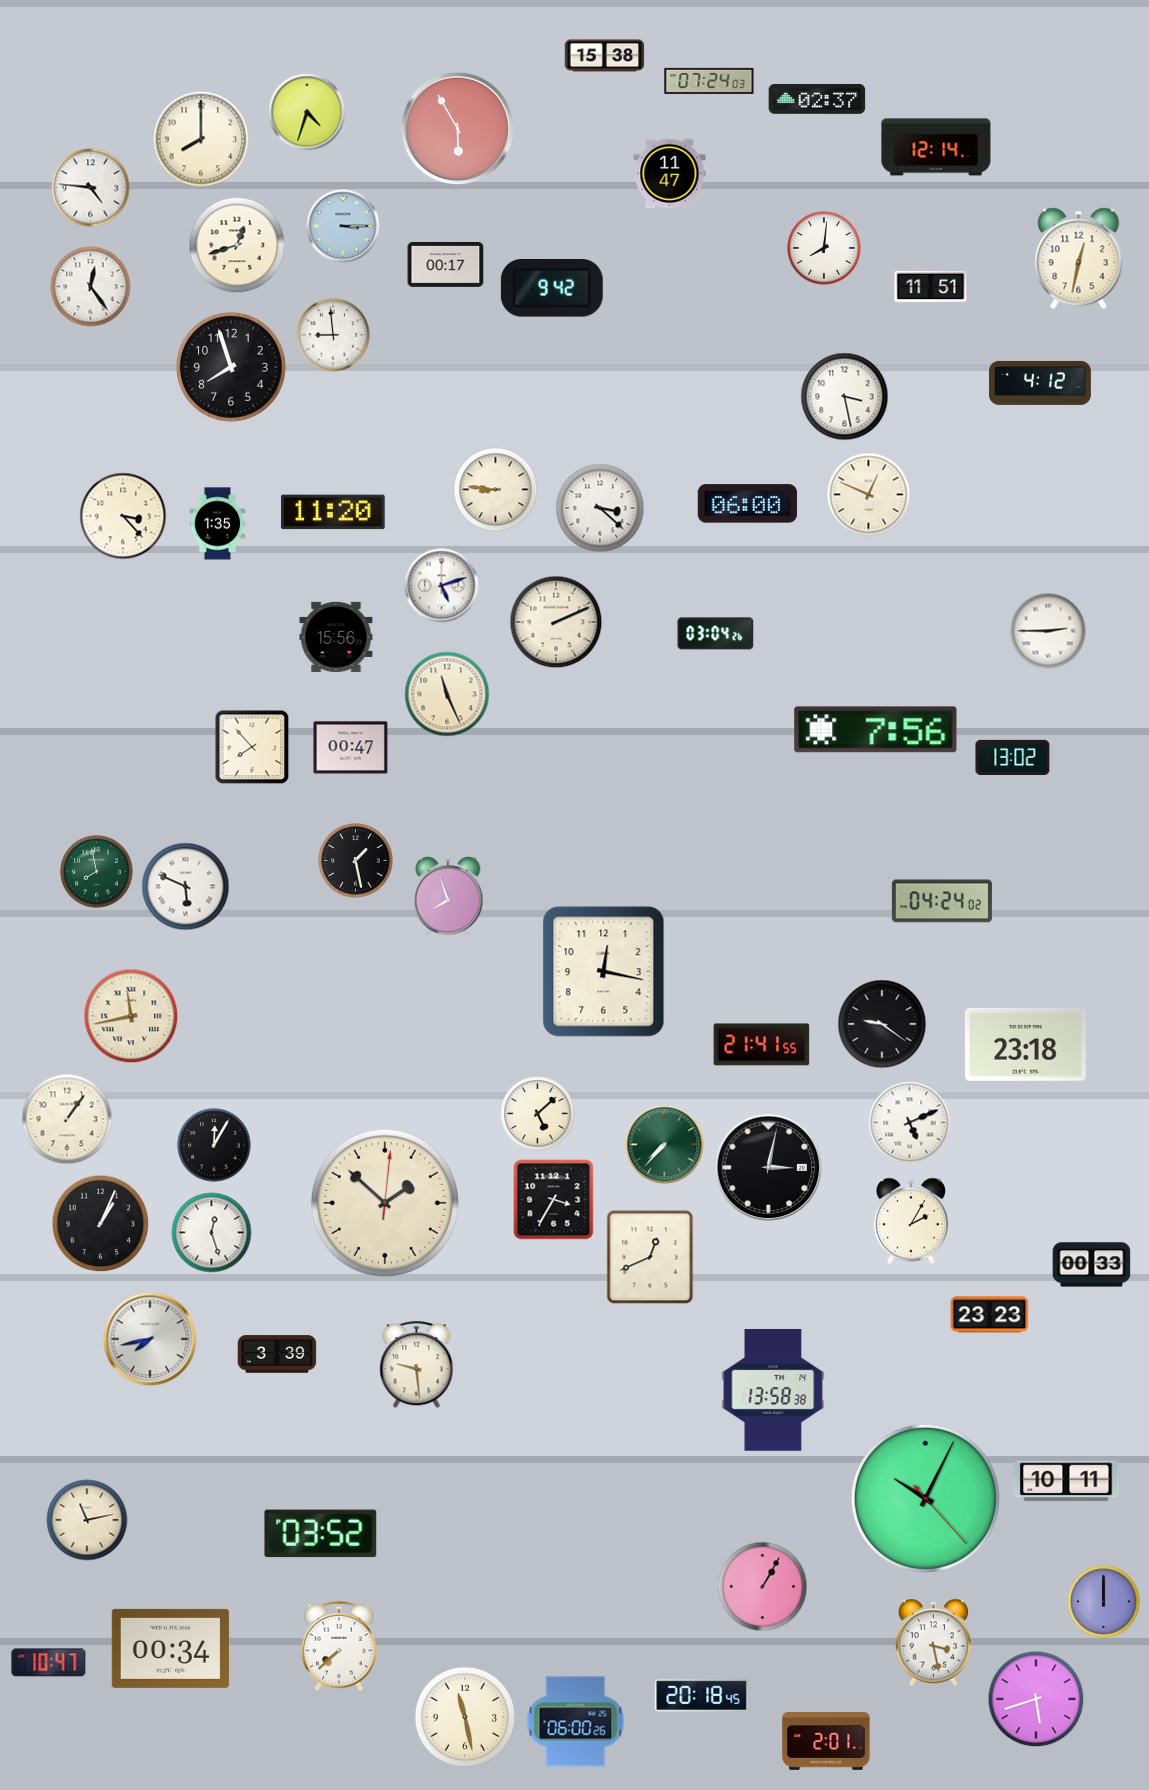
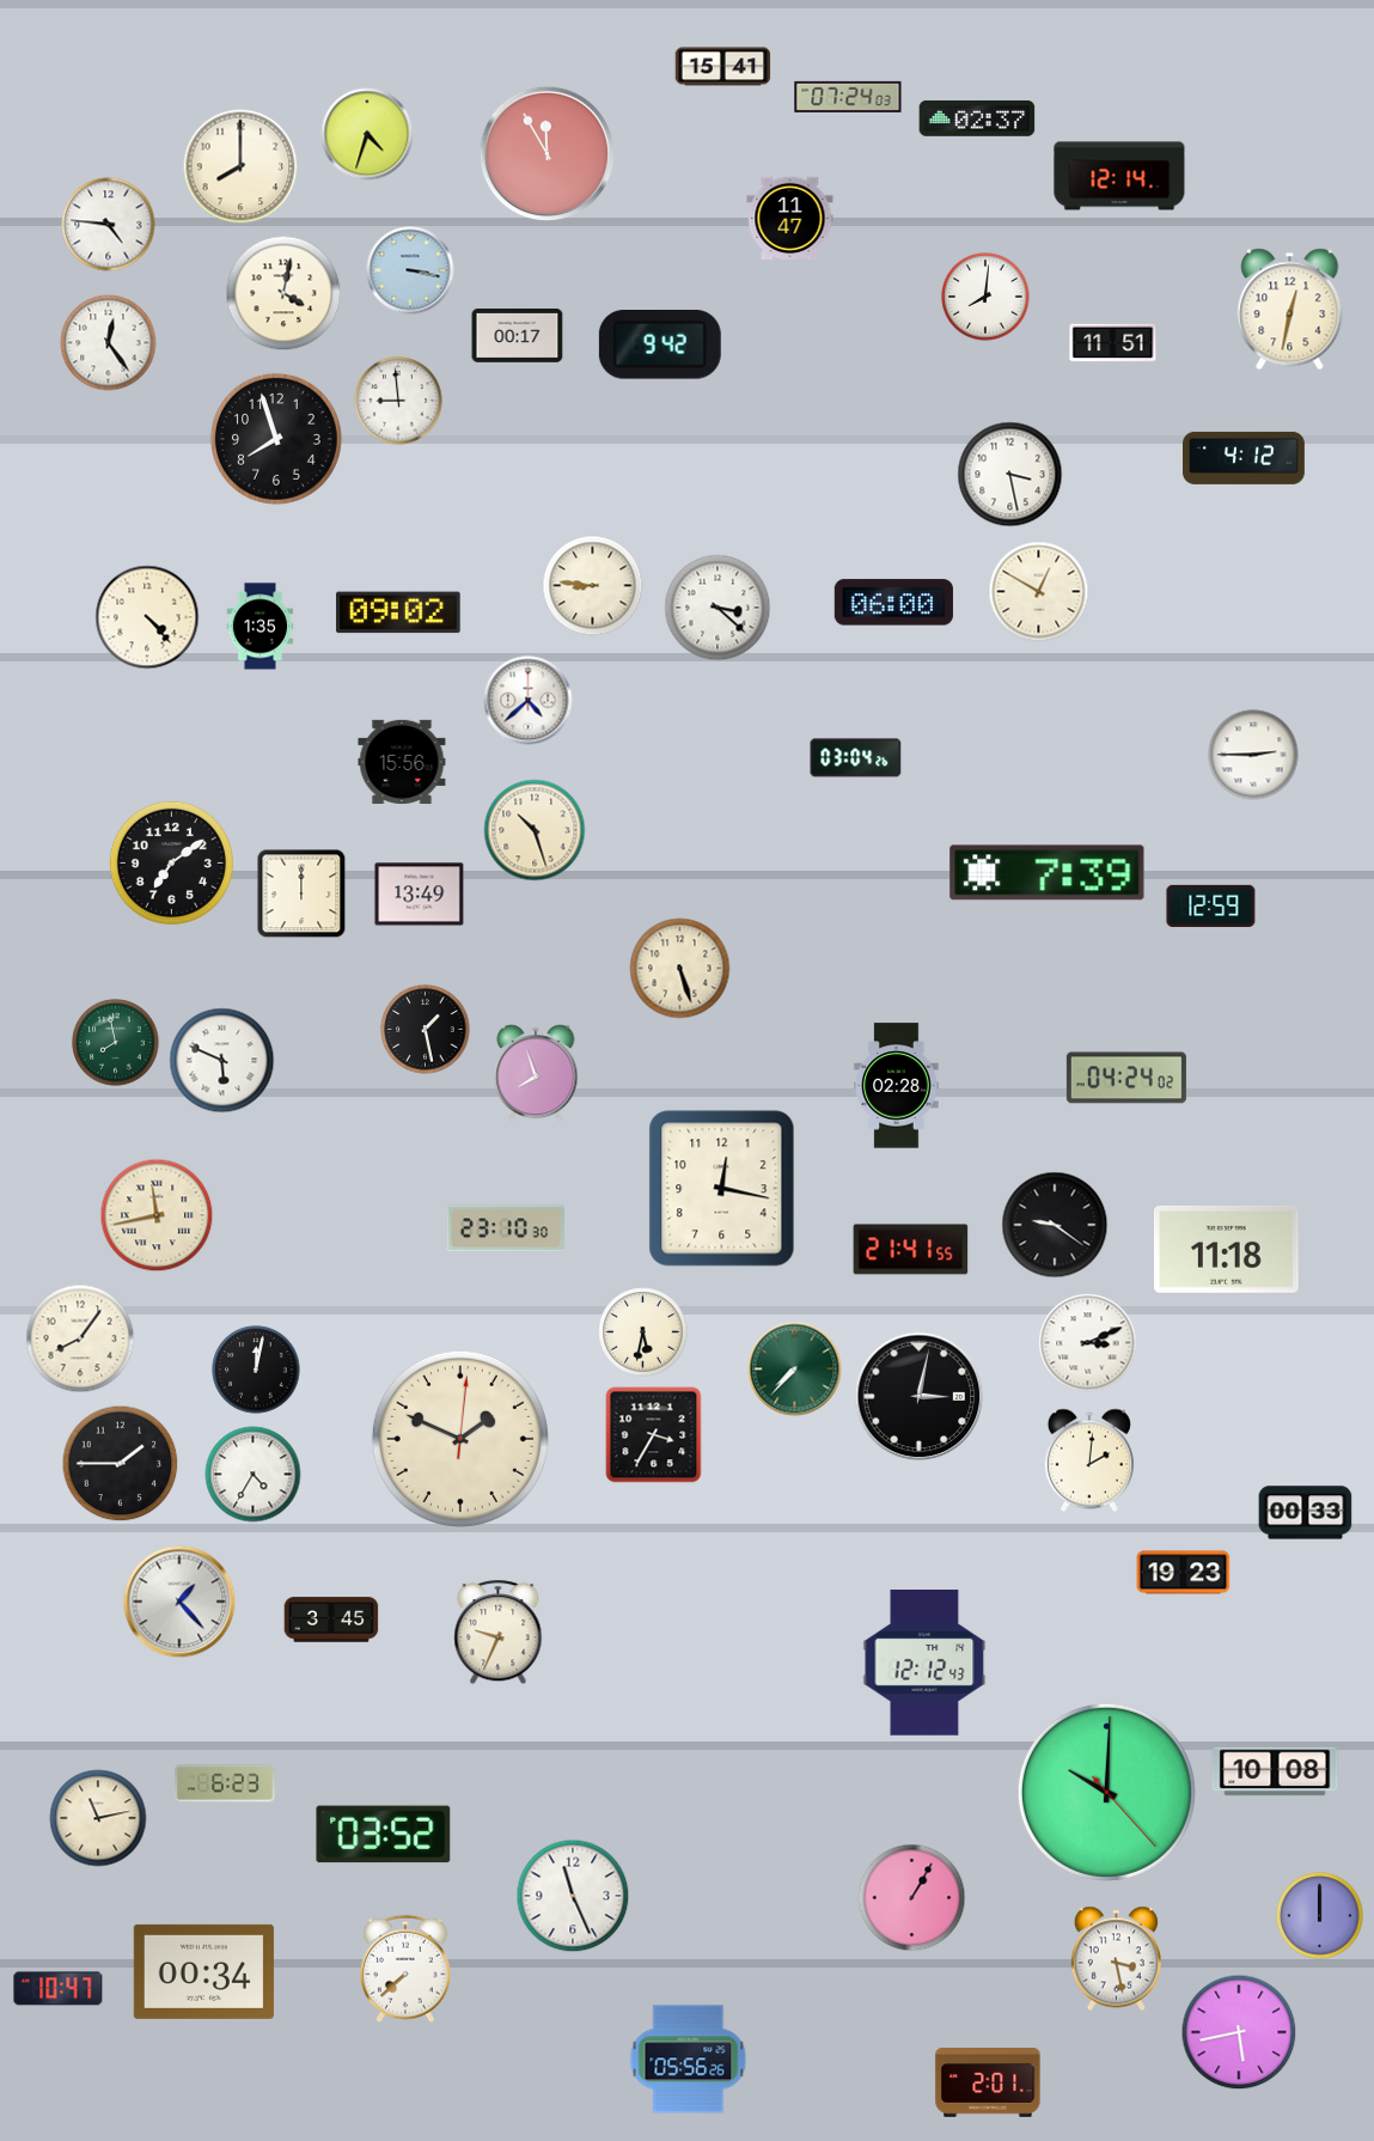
clock at (605, 56): 15:38 -> 15:41
clock at (457, 128): 5:55 -> 11:55
clock at (670, 174) position: (670, 174) -> (790, 219)
clock at (343, 226): 3:15 -> 3:17
clock at (237, 245): 12:42 -> 4:02
clock at (446, 264) position: (446, 264) -> (518, 335)
clock at (869, 495): 12:49 -> 12:50
clock at (333, 512): 11:20 -> 09:02
clock at (123, 516): 3:23 -> 4:23
clock at (442, 586): 5:12 -> 4:38
clock at (556, 622): 2:11 -> none
clock at (447, 694): 11:26 -> 10:27
clock at (171, 862): none -> 7:09
clock at (876, 730): 7:56 -> 7:39
clock at (252, 747): 7:53 -> 12:00
clock at (351, 748): 00:47 -> 13:49
clock at (1013, 757): 13:02 -> 12:59
clock at (680, 969): none -> 5:27
clock at (897, 1086): none -> 02:28
clock at (604, 972) position: (604, 972) -> (722, 1189)
clock at (506, 1228): none -> 23:10
clock at (1025, 1044): 23:18 -> 11:18
clock at (538, 1114): 5:08 -> 5:32
clock at (67, 1119): 1:06 -> 8:06
clock at (910, 1123): 5:11 -> 3:11
clock at (214, 1145): 12:05 -> 12:02
clock at (554, 1200) position: (554, 1200) -> (654, 1435)
clock at (385, 1203): 1:52 -> 1:49
clock at (911, 1221): 2:05 -> 2:01
clock at (101, 1224): 1:04 -> 1:45
clock at (212, 1233): 12:27 -> 4:35
clock at (650, 1257): 12:41 -> none
clock at (990, 1315): 23:23 -> 19:23
clock at (150, 1339): 7:43 -> 1:23
clock at (277, 1354): 3:39 -> 3:45
clock at (417, 1365): 9:29 -> 9:34
clock at (773, 1390): 13:58 -> 12:12
clock at (1066, 1481): 10:11 -> 10:08
clock at (226, 1783): none -> 6:23
clock at (925, 1498): 10:04 -> 10:00
clock at (87, 1520) position: (87, 1520) -> (98, 1818)
clock at (573, 1896): none -> 11:26
clock at (933, 1643) position: (933, 1643) -> (1116, 1959)
clock at (702, 1695): 20:18 -> none
clock at (1036, 1699): 5:42 -> 5:43
clock at (465, 1717): 11:28 -> none
clock at (576, 1722): 06:00 -> 05:56
